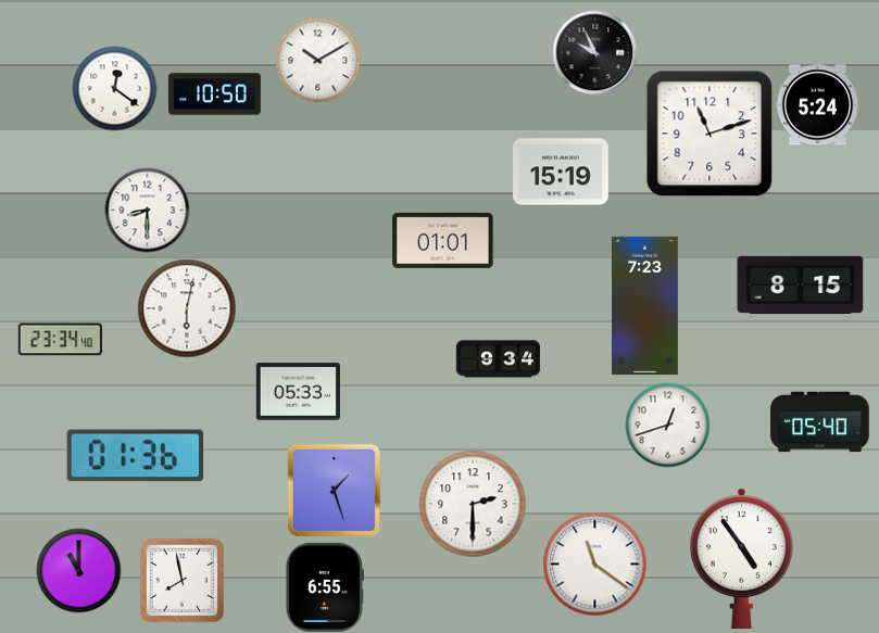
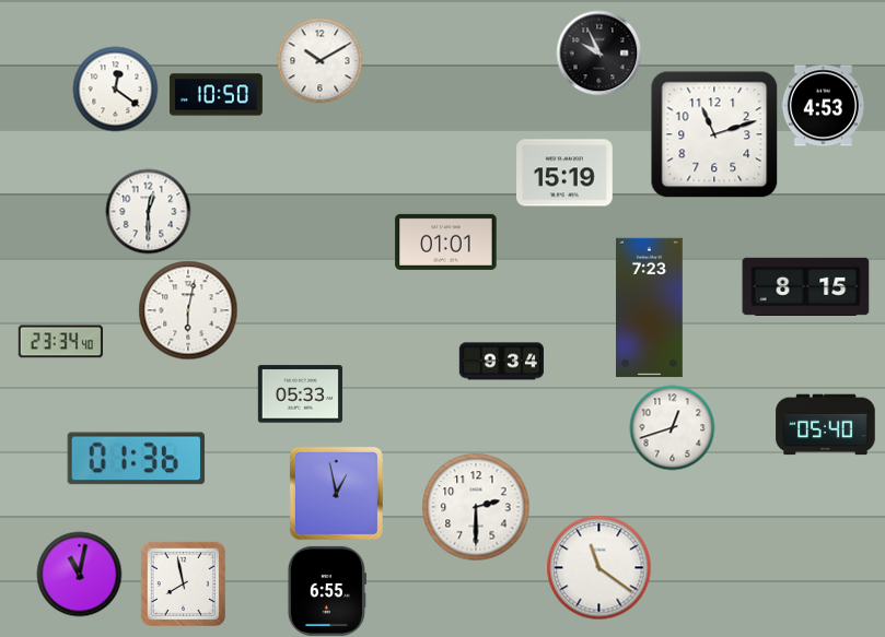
clock at (817, 105): 5:24 -> 4:53
clock at (147, 210): 8:30 -> 12:30
clock at (334, 490): 1:27 -> 12:58
clock at (741, 558): 4:54 -> none
clock at (78, 570): 11:00 -> 11:02
